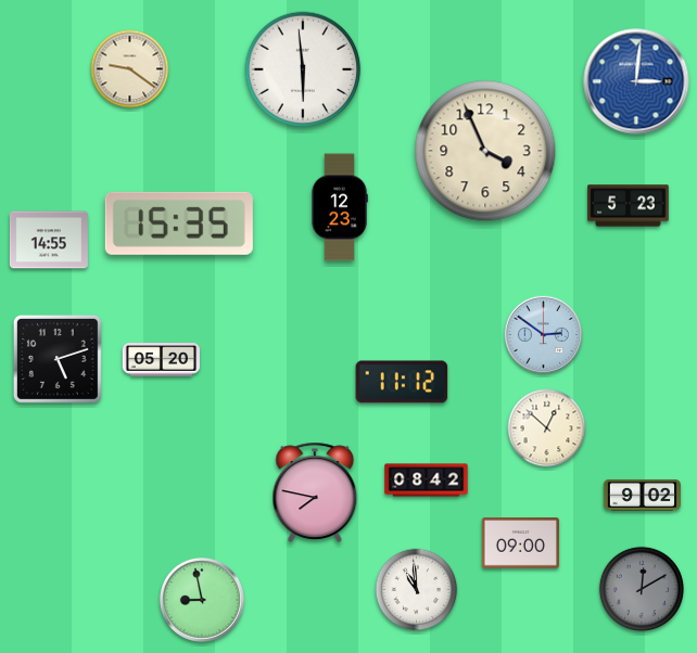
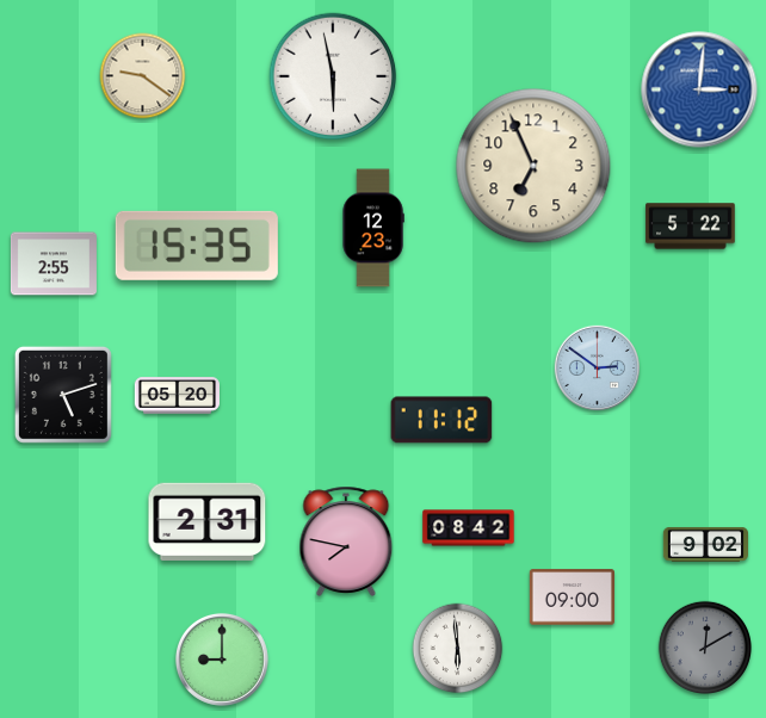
clock at (303, 69): 5:59 -> 5:58
clock at (485, 151): 3:56 -> 6:56
clock at (629, 206): 5:23 -> 5:22
clock at (49, 240): 14:55 -> 2:55
clock at (547, 428): 12:52 -> none
clock at (208, 521): none -> 2:31
clock at (417, 590): 10:59 -> 5:59
clock at (202, 600): 8:58 -> 9:00
